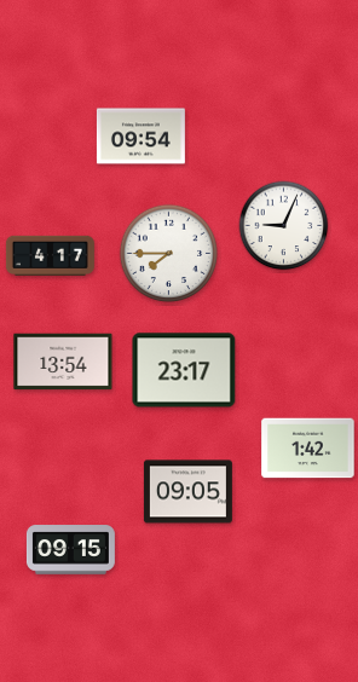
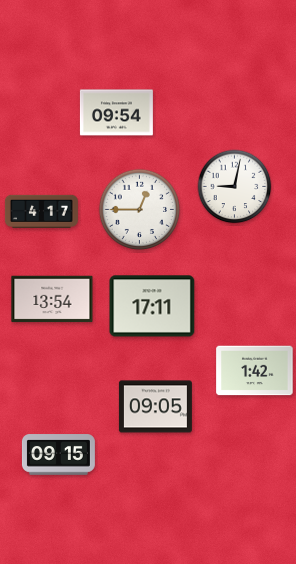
clock at (284, 226): 9:04 -> 9:02
clock at (169, 254): 7:45 -> 12:45
clock at (184, 370): 23:17 -> 17:11
